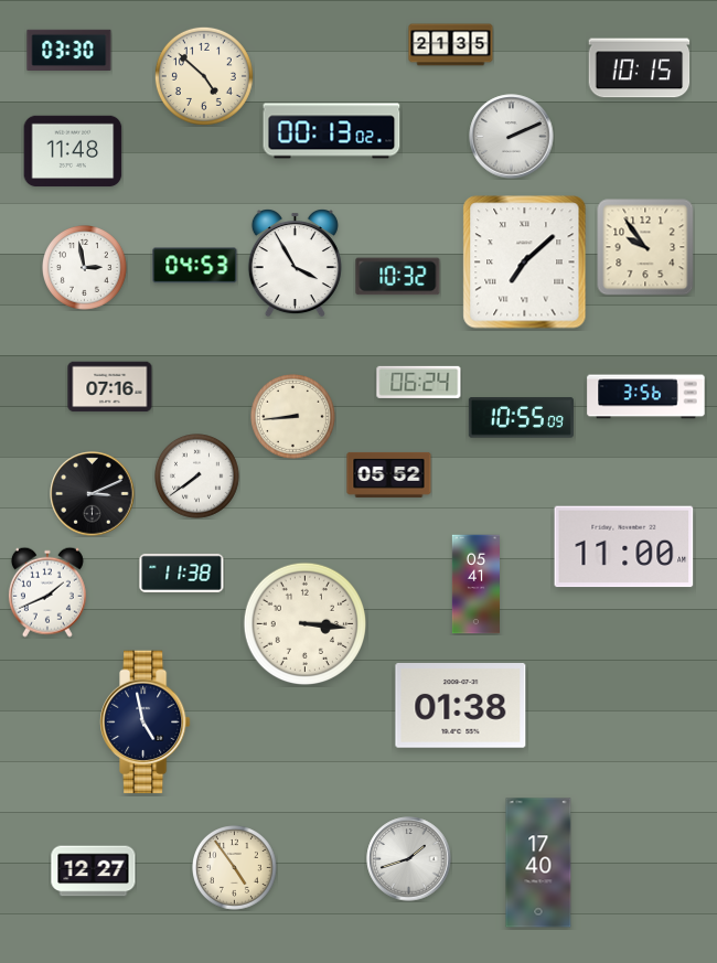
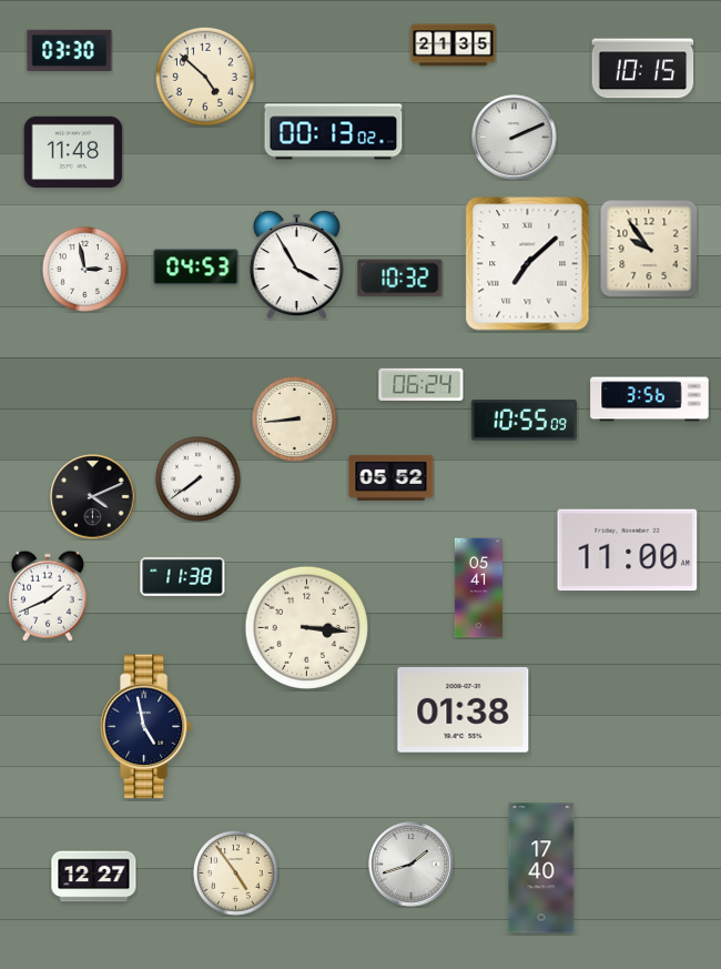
clock at (110, 387): 07:16 -> none
clock at (93, 494): 3:11 -> 4:11
